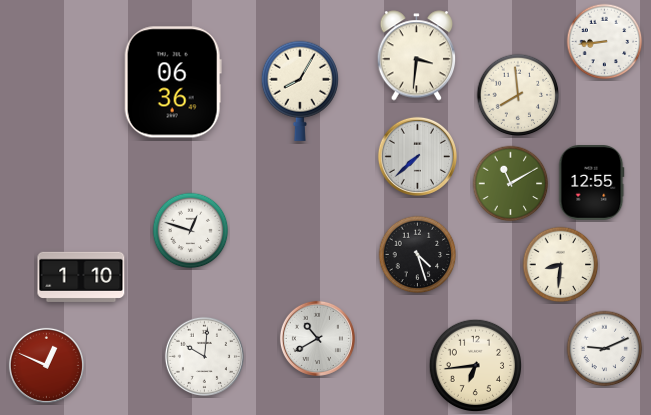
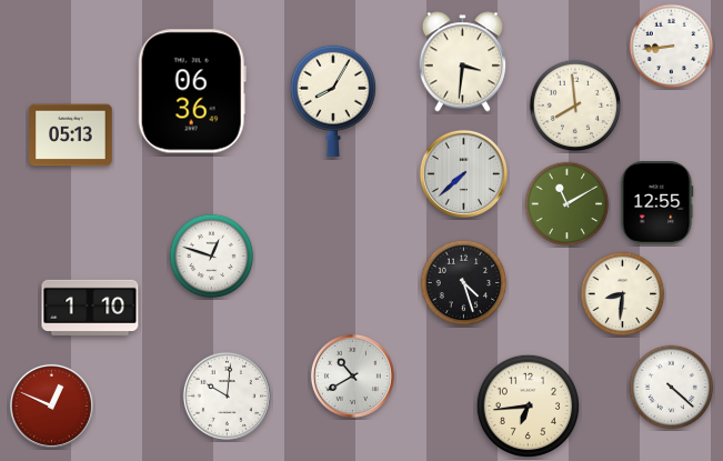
clock at (71, 136): none -> 05:13
clock at (605, 349): 9:11 -> 4:22
